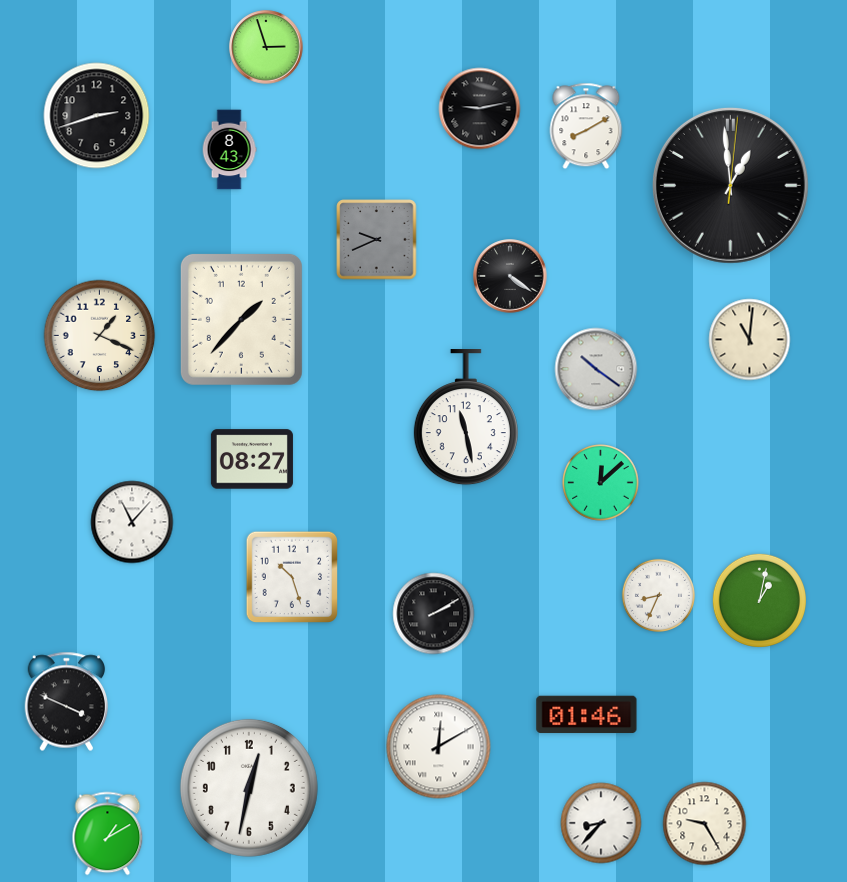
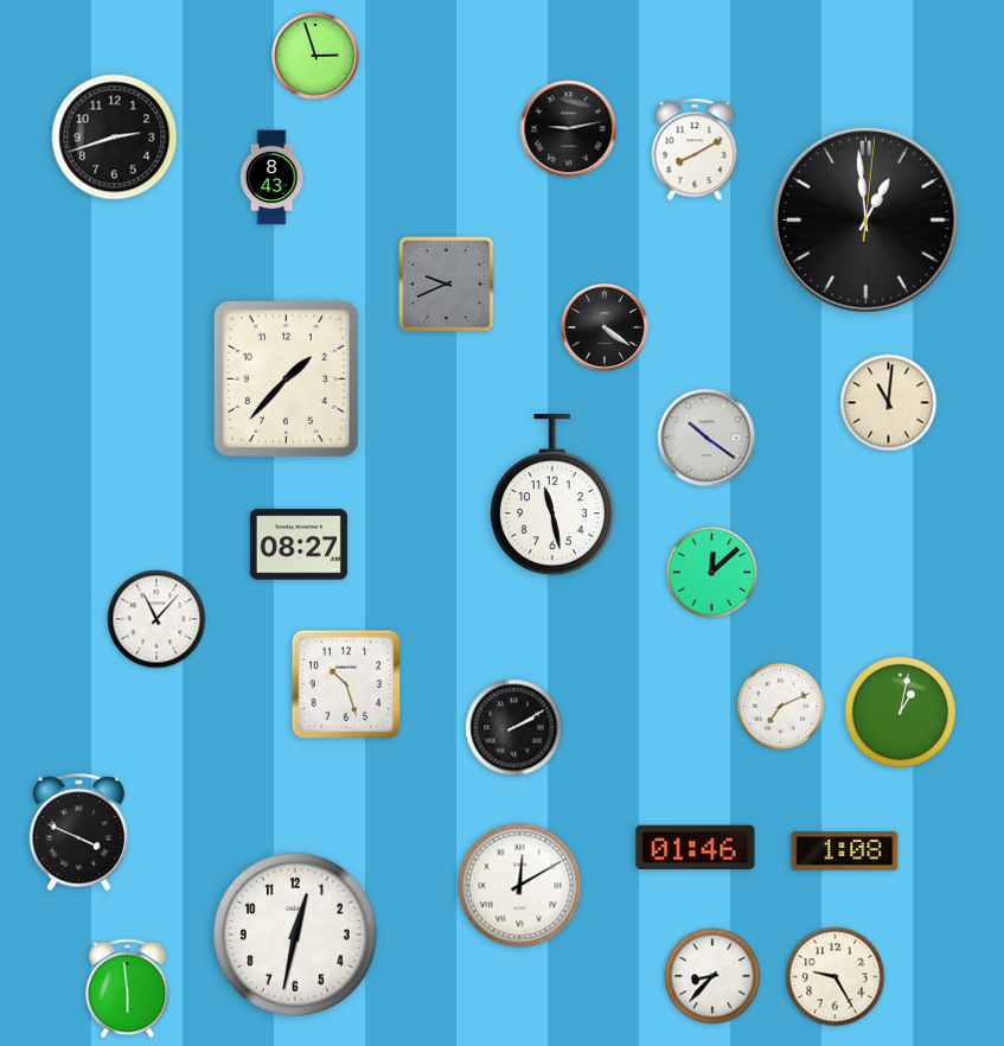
clock at (100, 336): 1:19 -> none
clock at (658, 595): 8:34 -> 7:11
clock at (845, 852): none -> 1:08
clock at (108, 834): 1:10 -> 5:59
